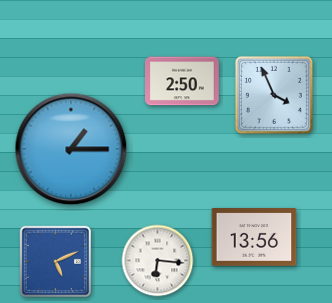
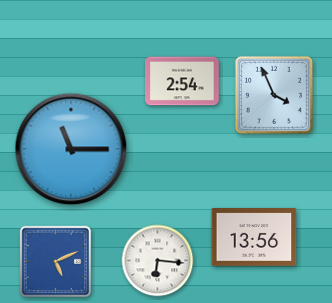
clock at (183, 81): 2:50 -> 2:54
clock at (71, 149): 1:15 -> 11:15
